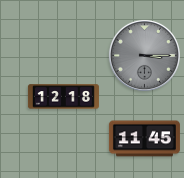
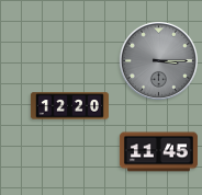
clock at (63, 97): 12:18 -> 12:20
